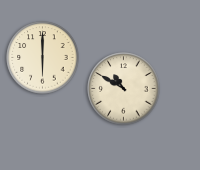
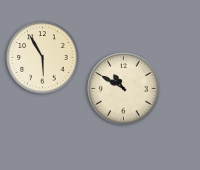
clock at (43, 58): 6:00 -> 5:55
